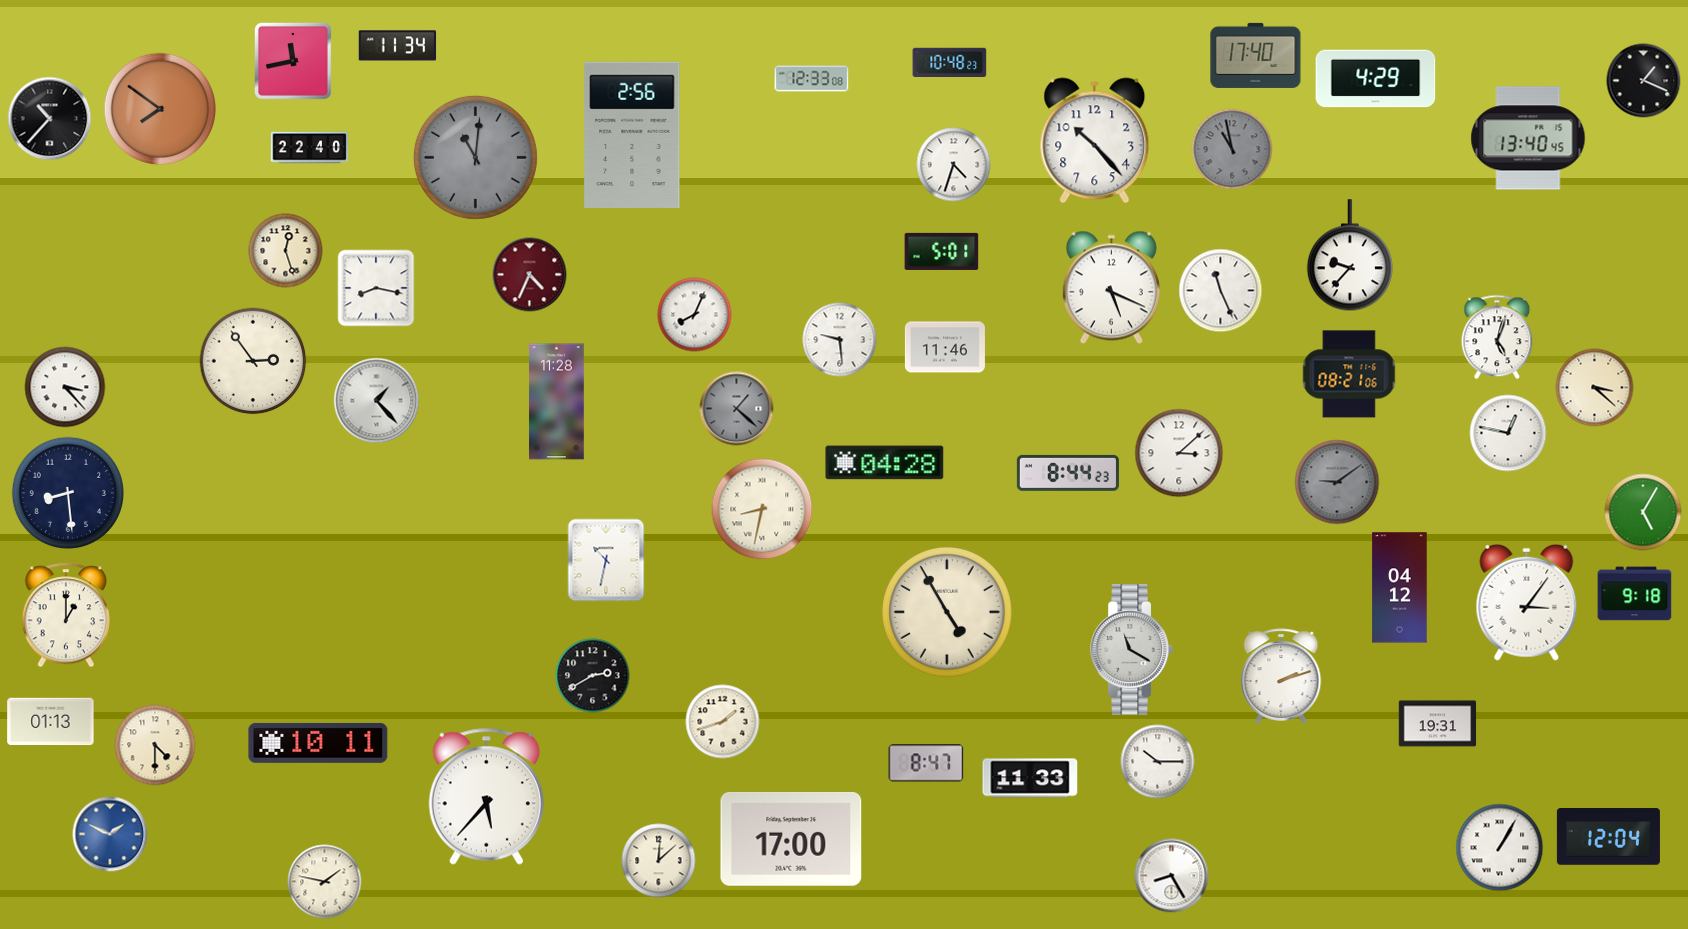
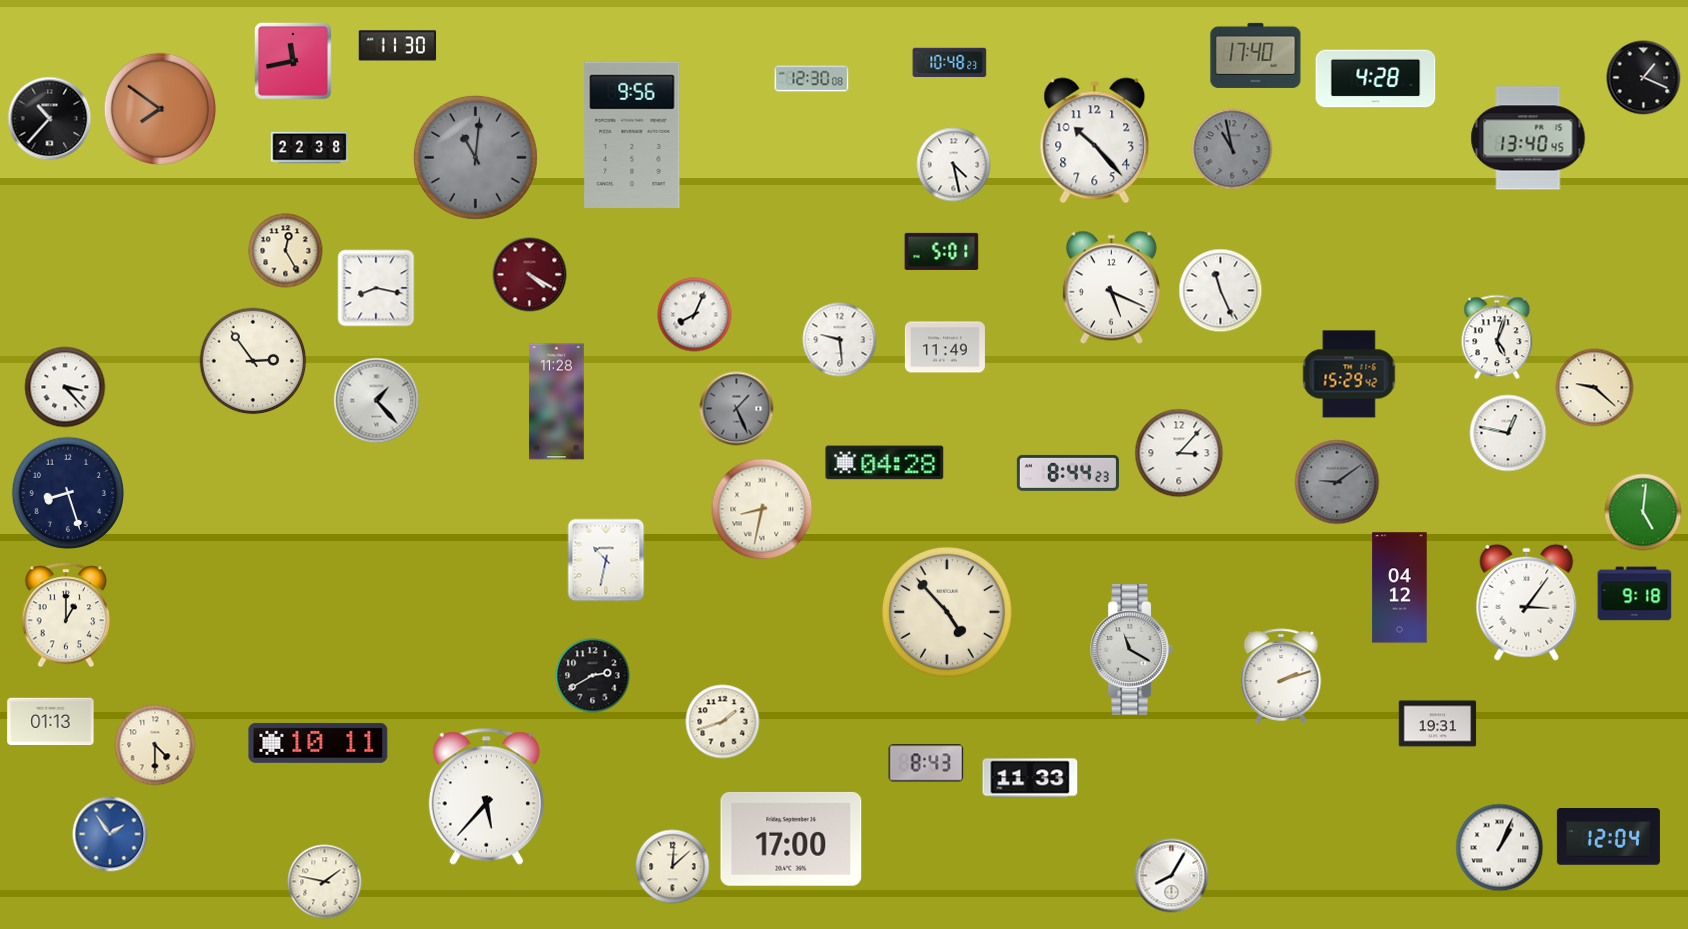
clock at (398, 46): 11:34 -> 11:30
clock at (812, 79): 12:33 -> 12:30
clock at (1376, 79): 4:29 -> 4:28
clock at (1644, 81) position: (1644, 81) -> (1644, 78)
clock at (632, 135): 2:56 -> 9:56
clock at (310, 148): 22:40 -> 22:38
clock at (954, 165): 4:33 -> 4:28
clock at (286, 251): 12:27 -> 12:25
clock at (1350, 256): 9:37 -> none
clock at (530, 275): 4:34 -> 4:20
clock at (945, 347): 11:46 -> 11:49
clock at (1349, 374): 08:21 -> 15:29
clock at (1595, 388): 3:22 -> 9:22
clock at (737, 409): 1:22 -> 1:26
clock at (1179, 453): 3:08 -> 3:07
clock at (67, 492): 8:29 -> 8:27
clock at (1643, 512): 5:05 -> 5:01
clock at (947, 612): 4:55 -> 4:53
clock at (1158, 762): 10:15 -> none
clock at (926, 763): 8:47 -> 8:43
clock at (110, 834): 1:49 -> 1:54
clock at (1500, 848): 1:05 -> 1:04
clock at (659, 861) position: (659, 861) -> (673, 867)
clock at (1172, 876): 8:25 -> 8:05
